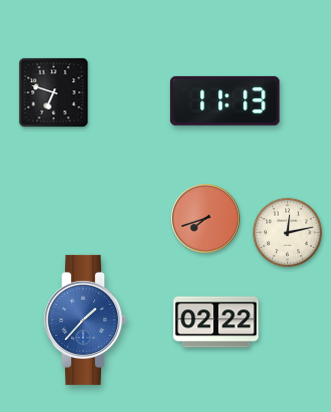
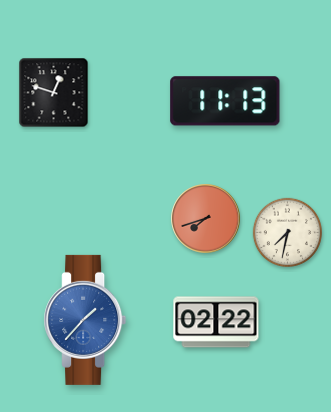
clock at (54, 93): 6:48 -> 12:48
clock at (287, 232): 12:13 -> 7:32
